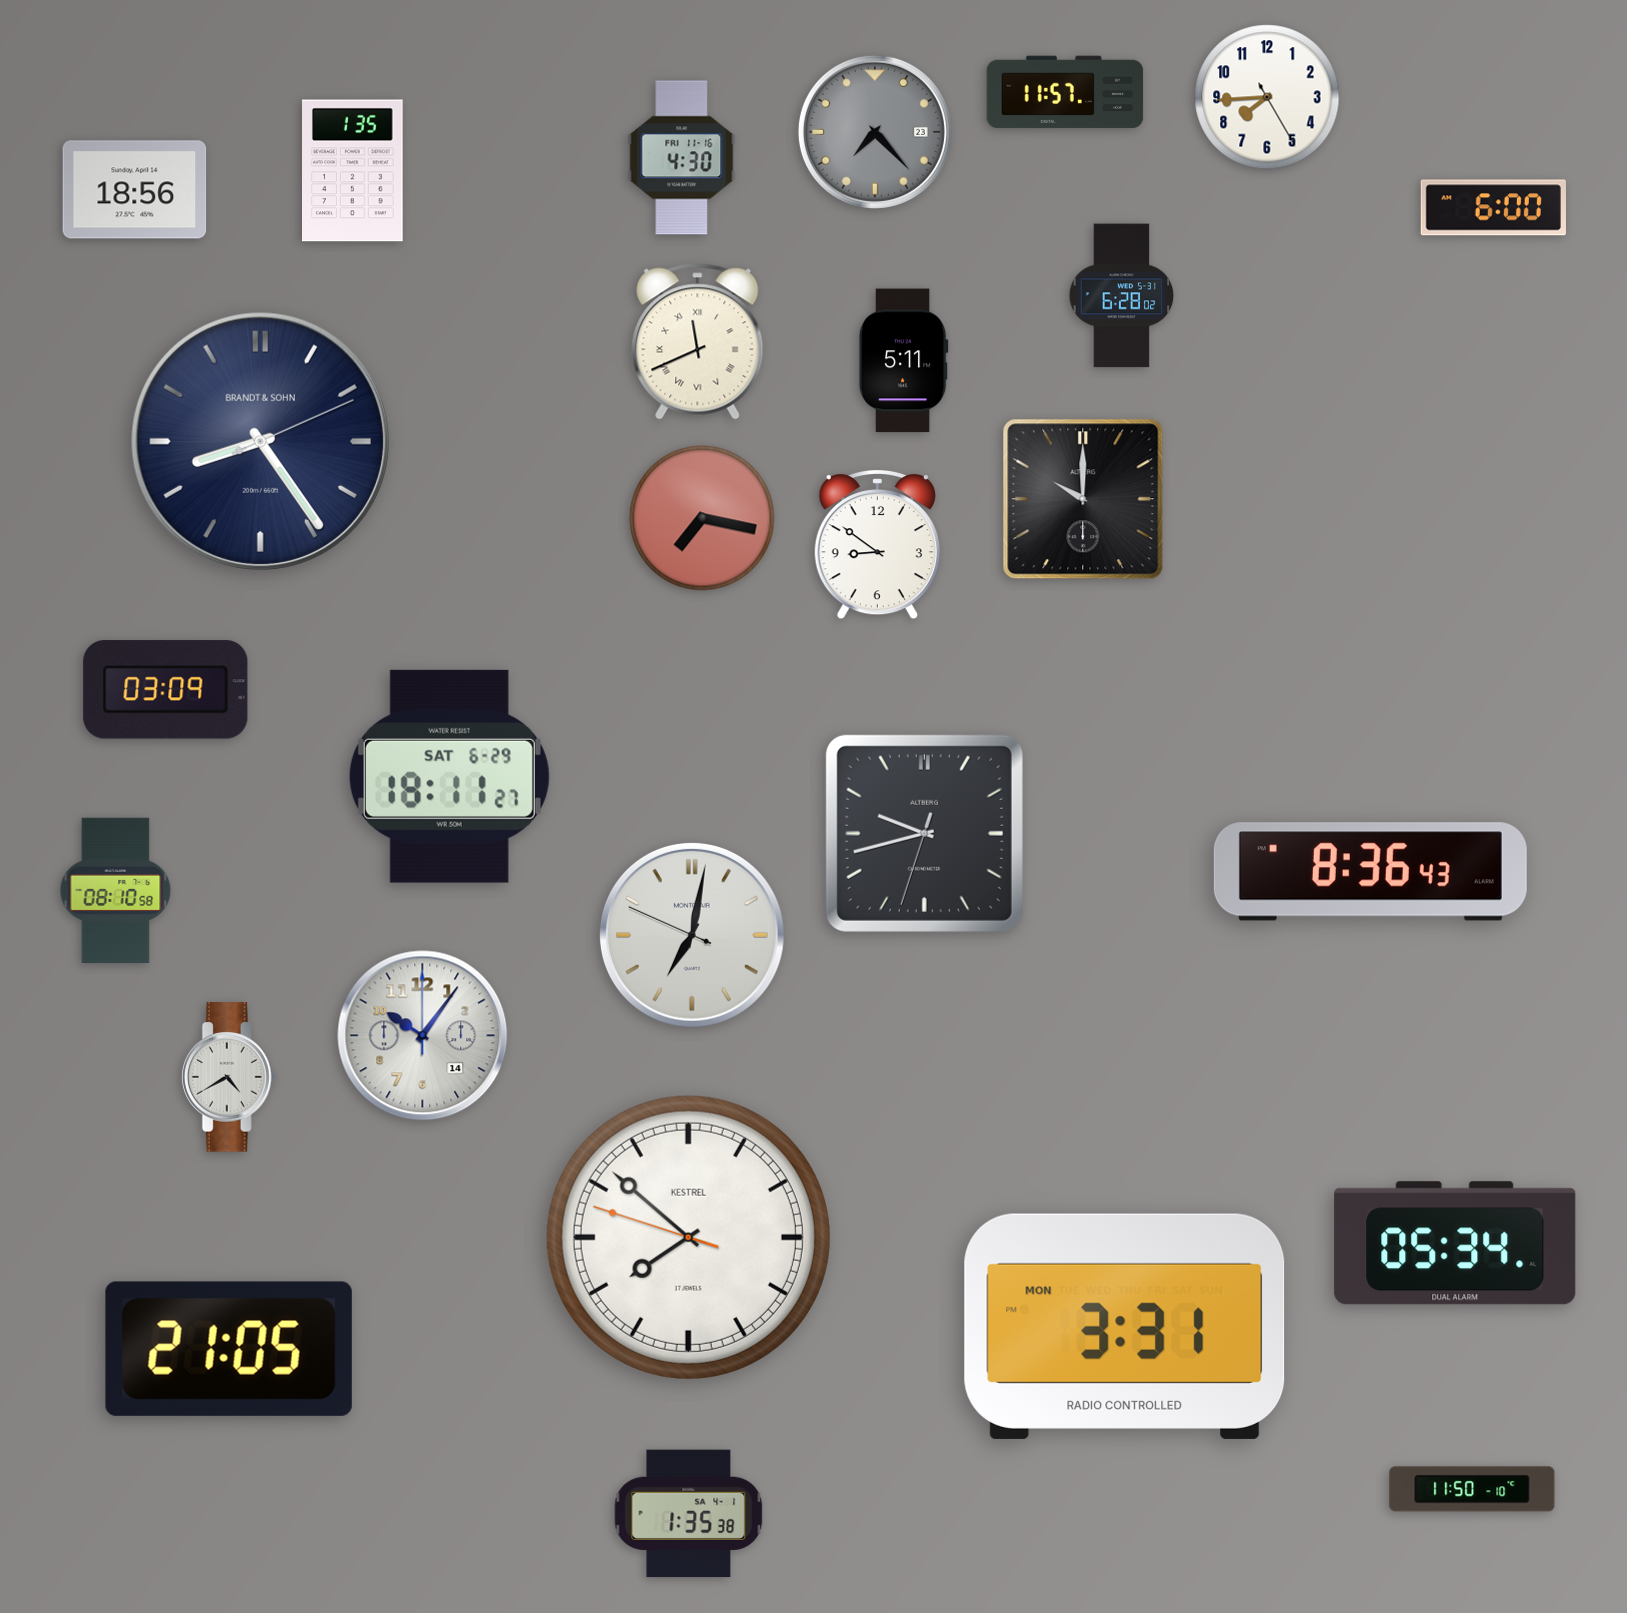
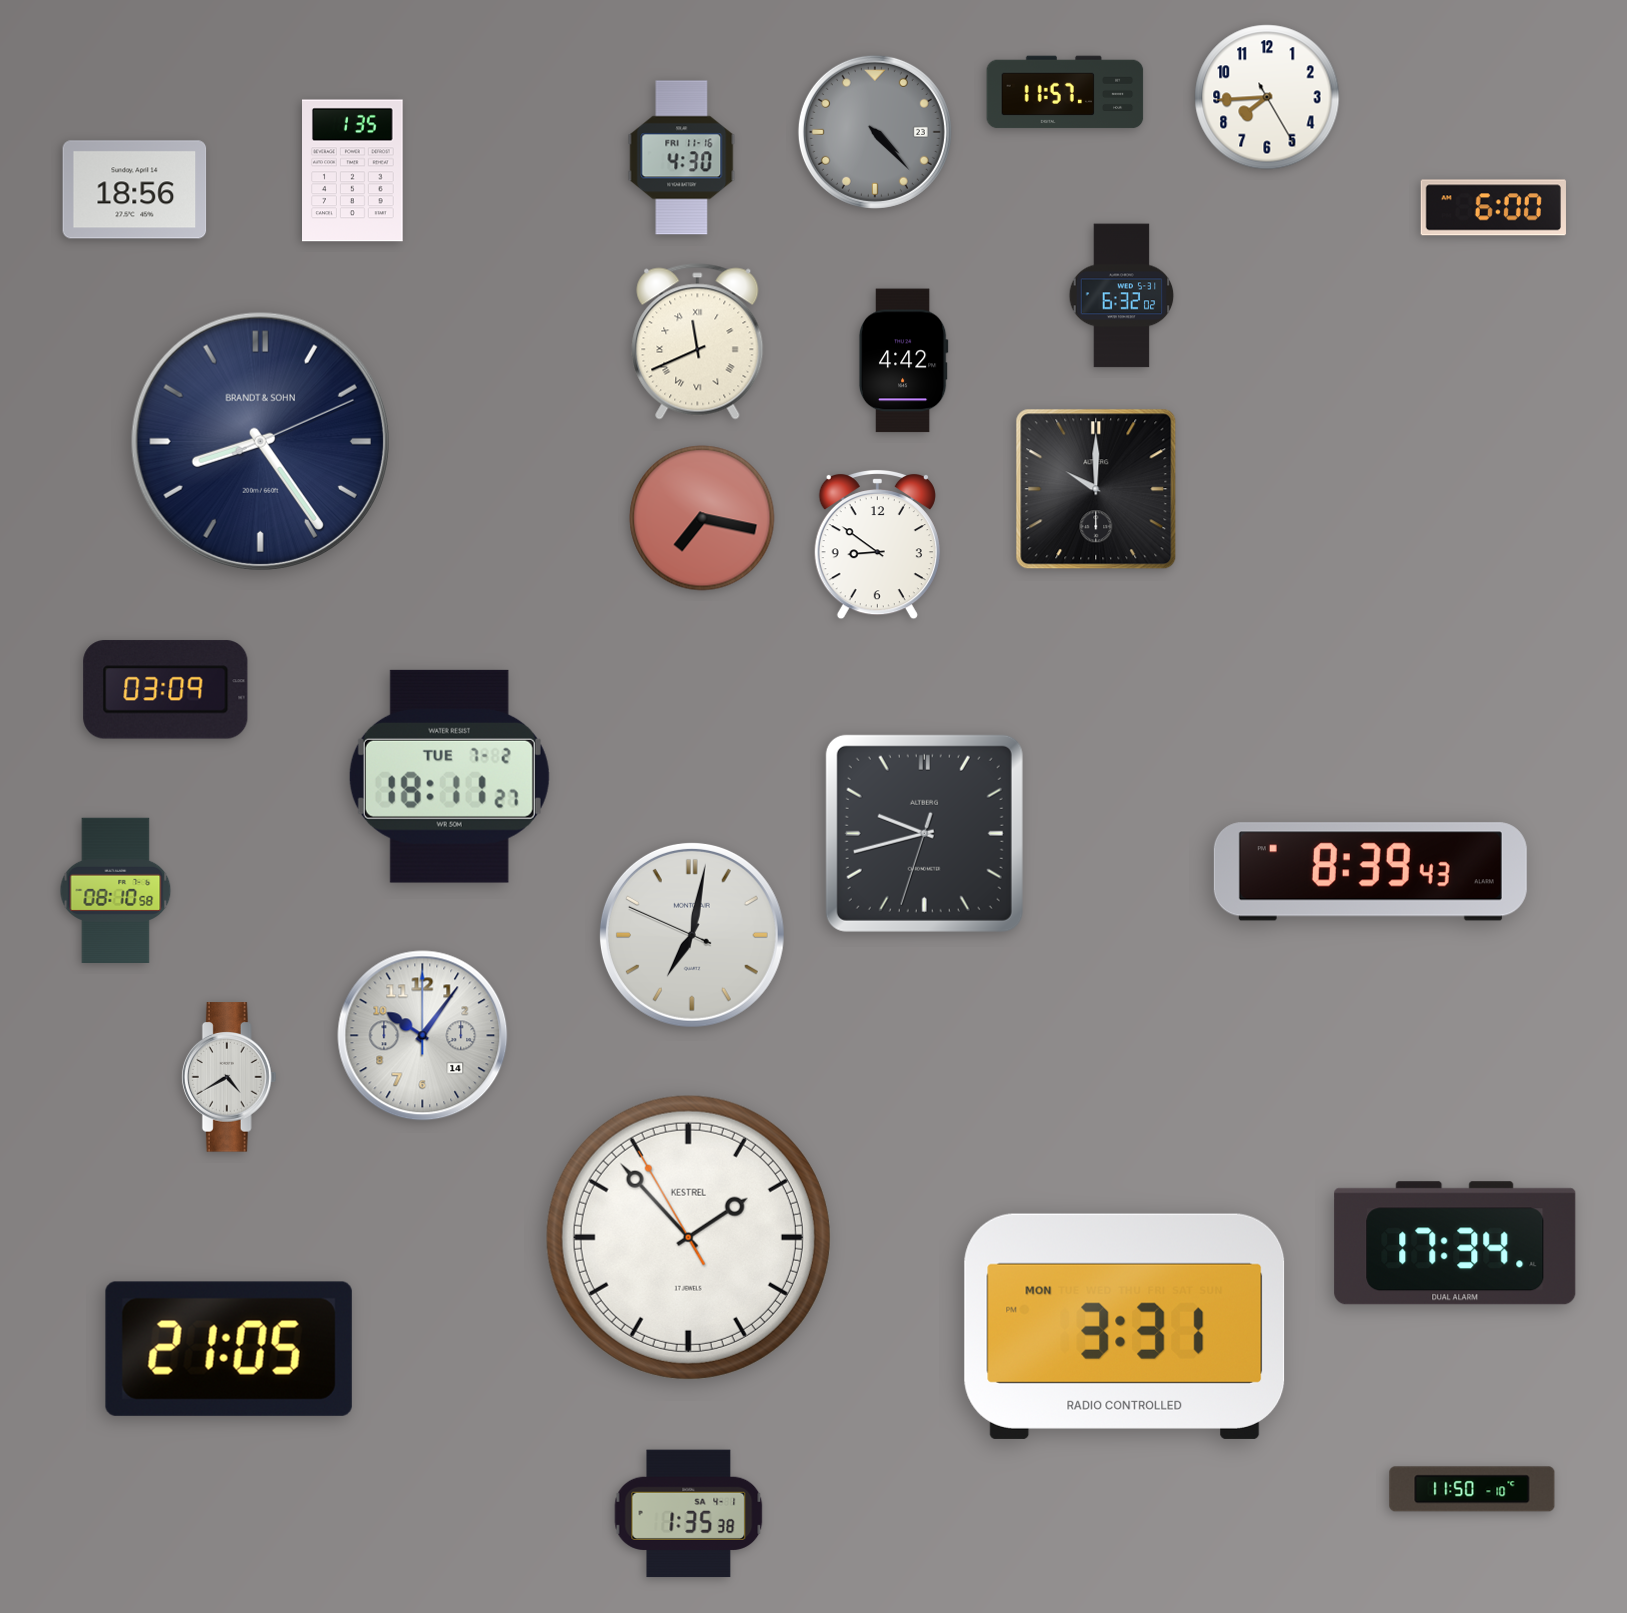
clock at (875, 132): 7:23 -> 4:23
clock at (1122, 296): 6:28 -> 6:32
clock at (903, 361): 5:11 -> 4:42
clock at (1083, 499) position: (1083, 499) -> (1096, 489)
clock at (449, 776) date: SAT 6-29 -> TUE 7-2
clock at (1370, 872): 8:36 -> 8:39
clock at (688, 1237): 7:51 -> 1:52
clock at (1455, 1243): 05:34 -> 17:34
